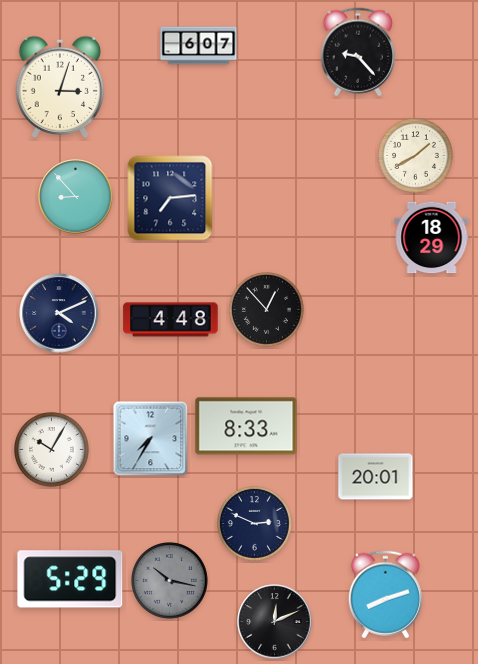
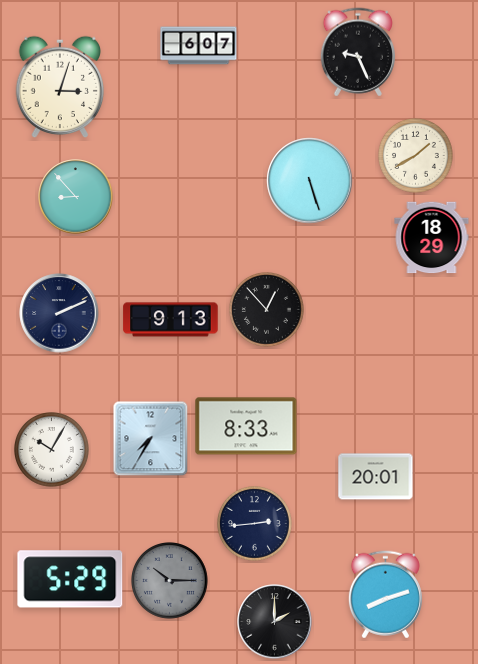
clock at (358, 52): 9:23 -> 9:26
clock at (310, 181): none -> 5:27
clock at (170, 198): 7:14 -> none
clock at (59, 313): 4:11 -> 2:11
clock at (171, 320): 4:48 -> 9:13
clock at (255, 524): 2:49 -> 2:44
clock at (170, 581): 10:17 -> 10:15
clock at (275, 622): 12:11 -> 2:00
